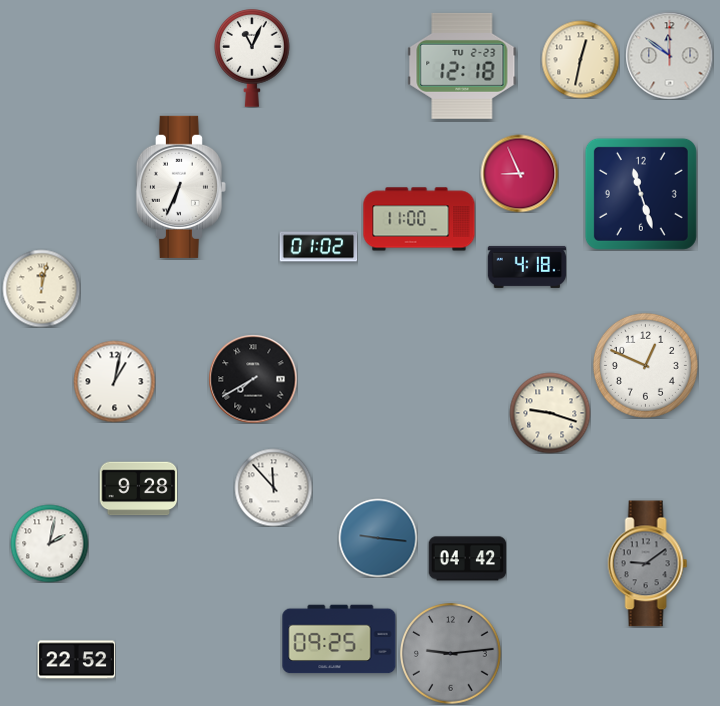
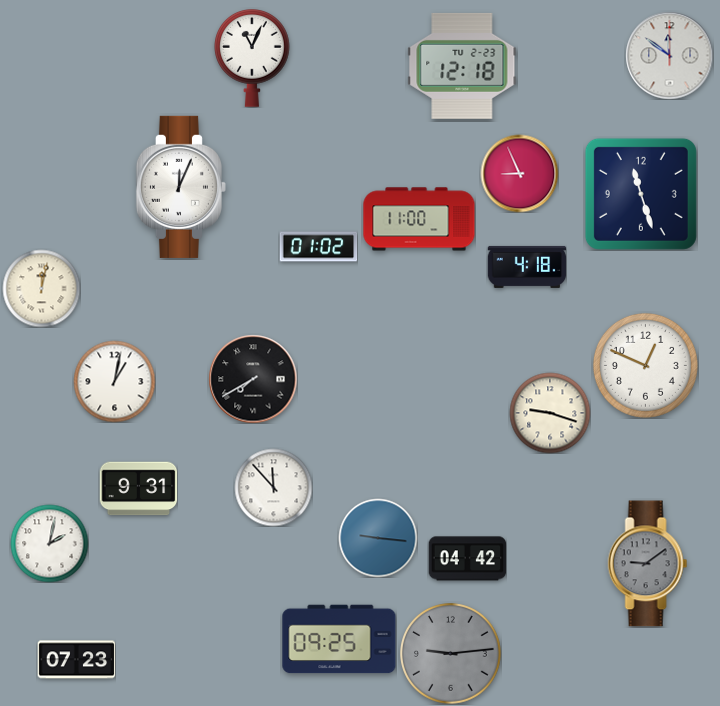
clock at (580, 59): 12:32 -> none
clock at (181, 187): 6:34 -> 12:04
clock at (138, 489): 9:28 -> 9:31
clock at (76, 660): 22:52 -> 07:23
